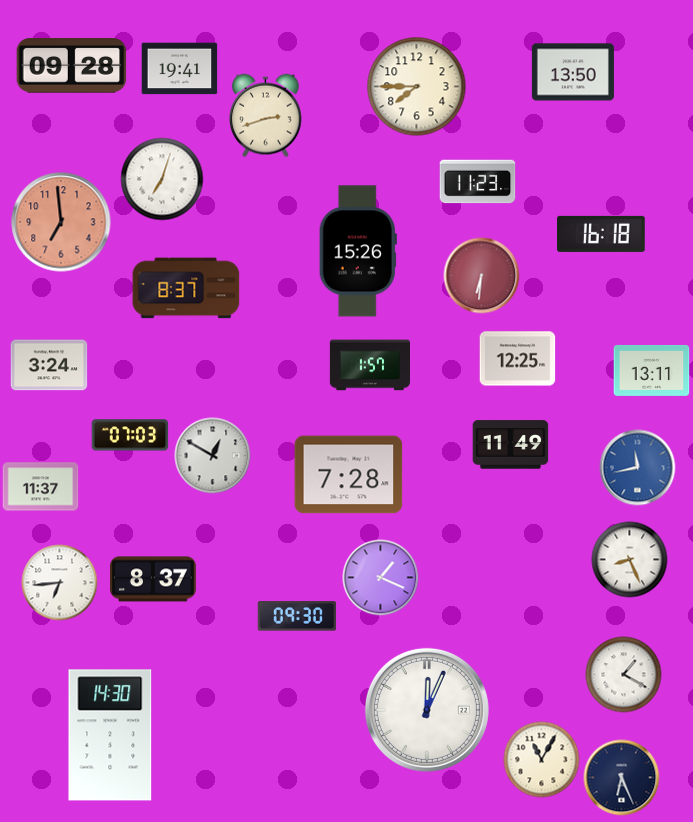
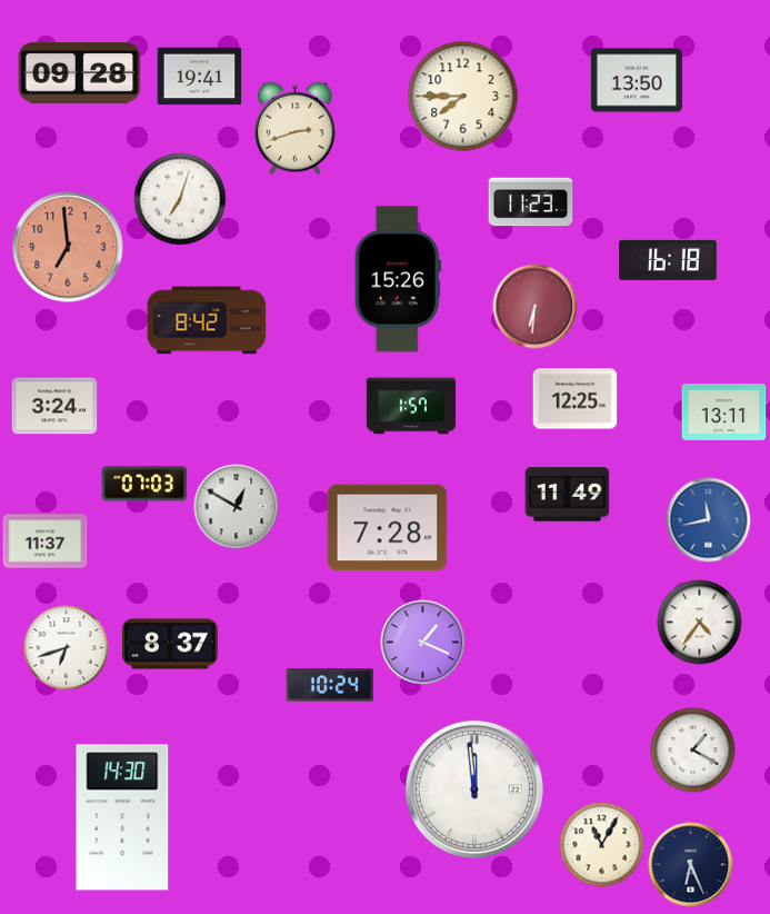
clock at (186, 288): 8:37 -> 8:42
clock at (630, 560): 8:26 -> 4:36
clock at (60, 583): 6:44 -> 6:42
clock at (297, 616): 09:30 -> 10:24
clock at (427, 710): 12:04 -> 11:59
